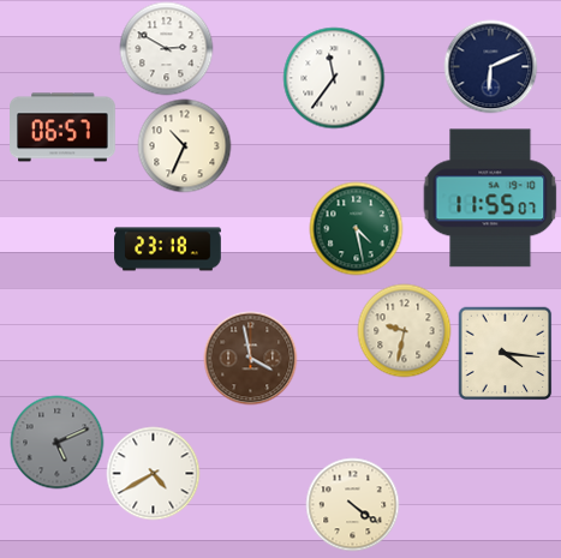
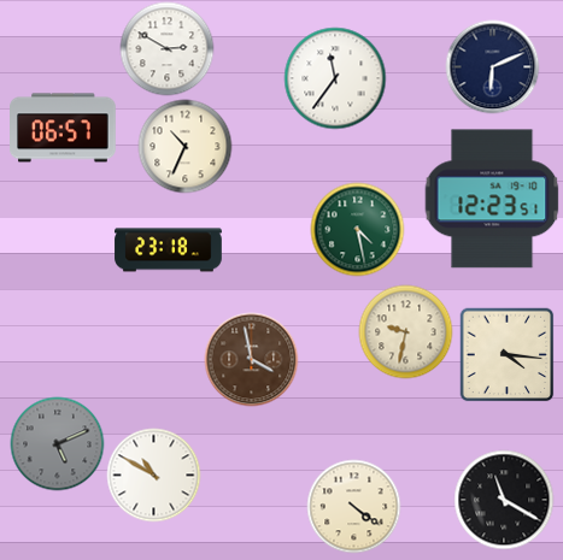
clock at (490, 198): 11:55 -> 12:23
clock at (153, 473): 4:40 -> 10:50
clock at (504, 500): none -> 11:20
